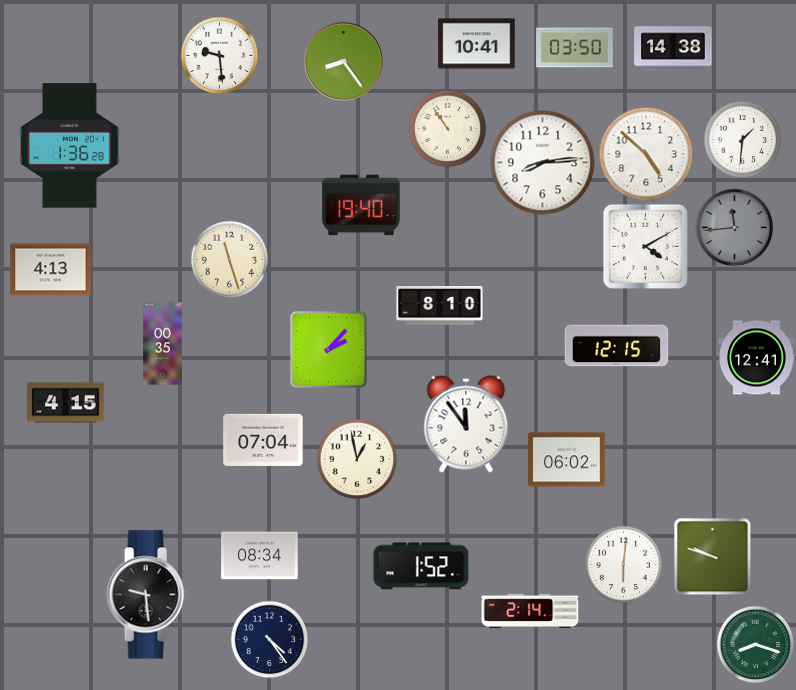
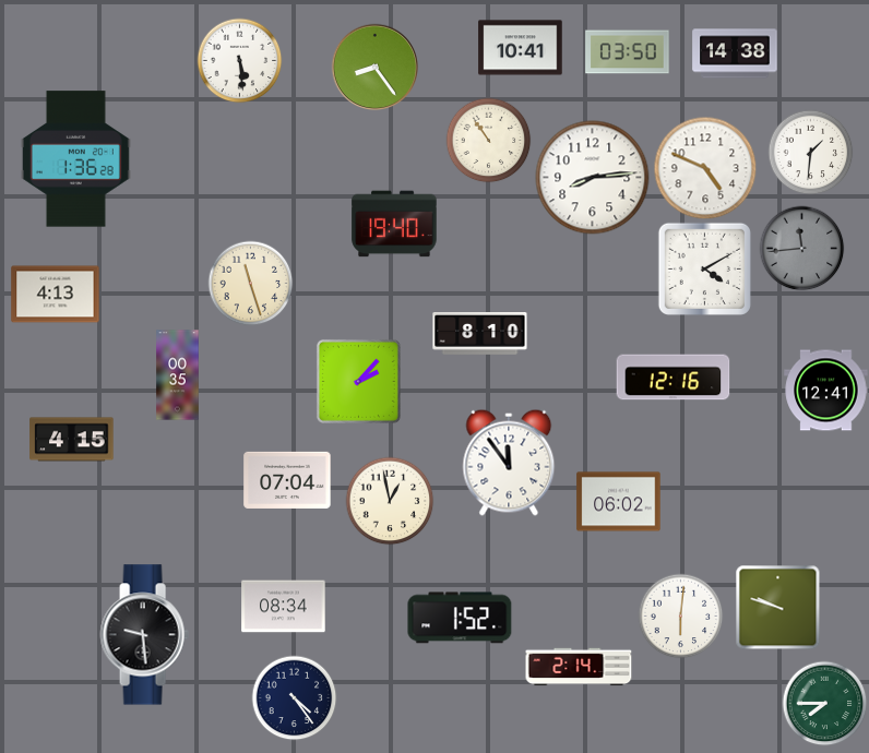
clock at (219, 55): 9:29 -> 5:29
clock at (646, 154): 4:52 -> 4:49
clock at (617, 346): 12:15 -> 12:16
clock at (147, 595) position: (147, 595) -> (144, 635)
clock at (755, 644): 8:18 -> 7:45
